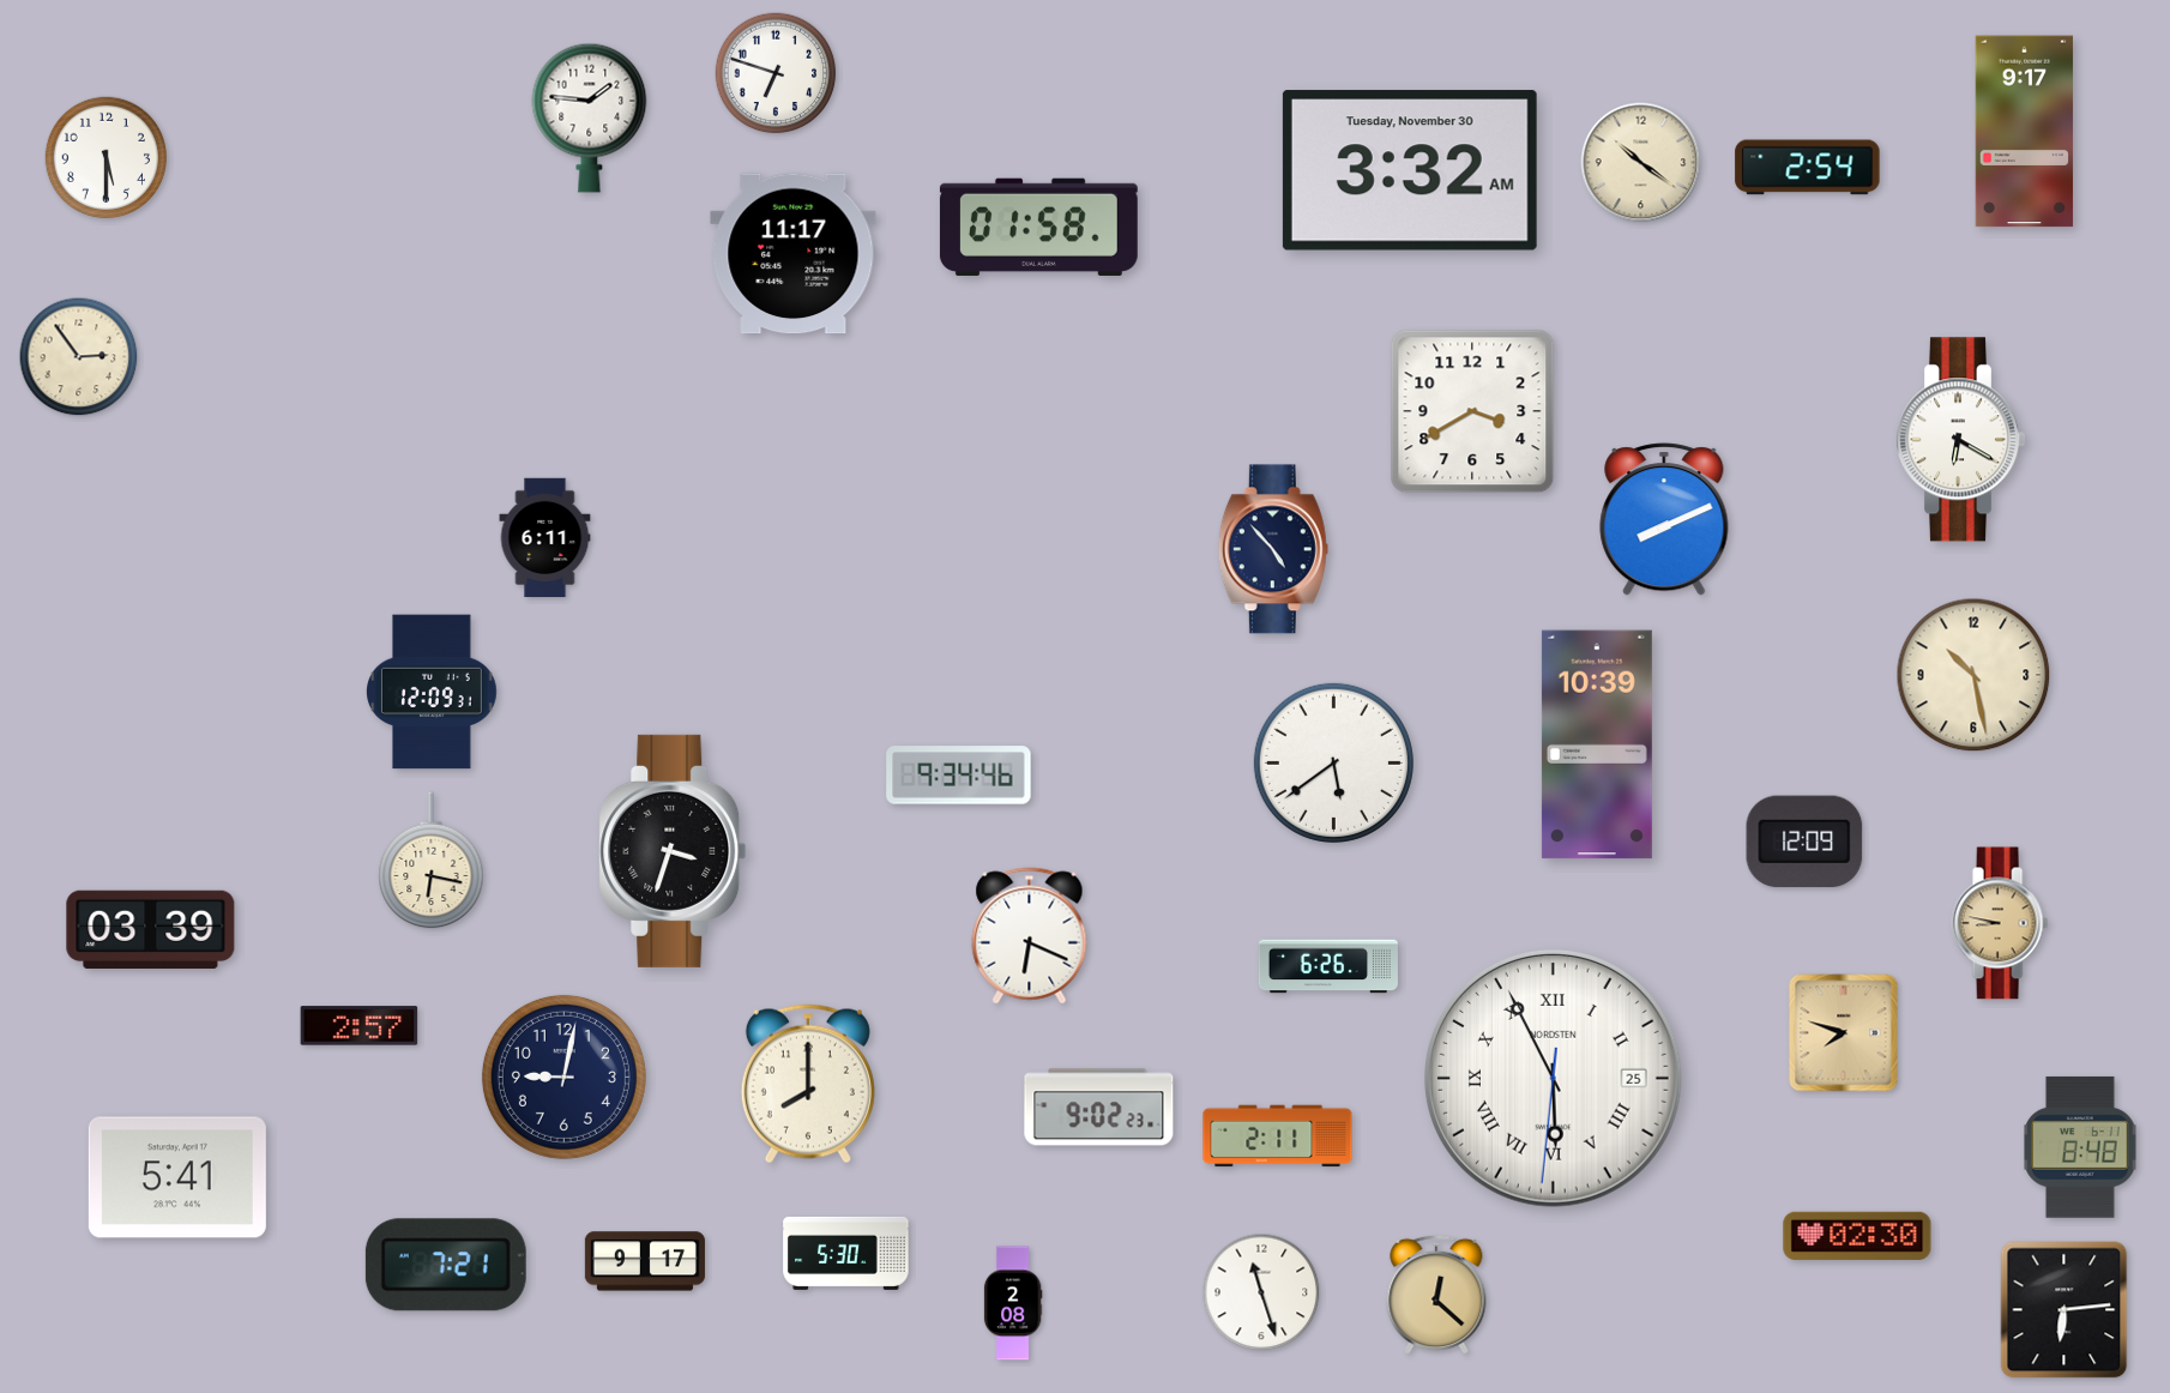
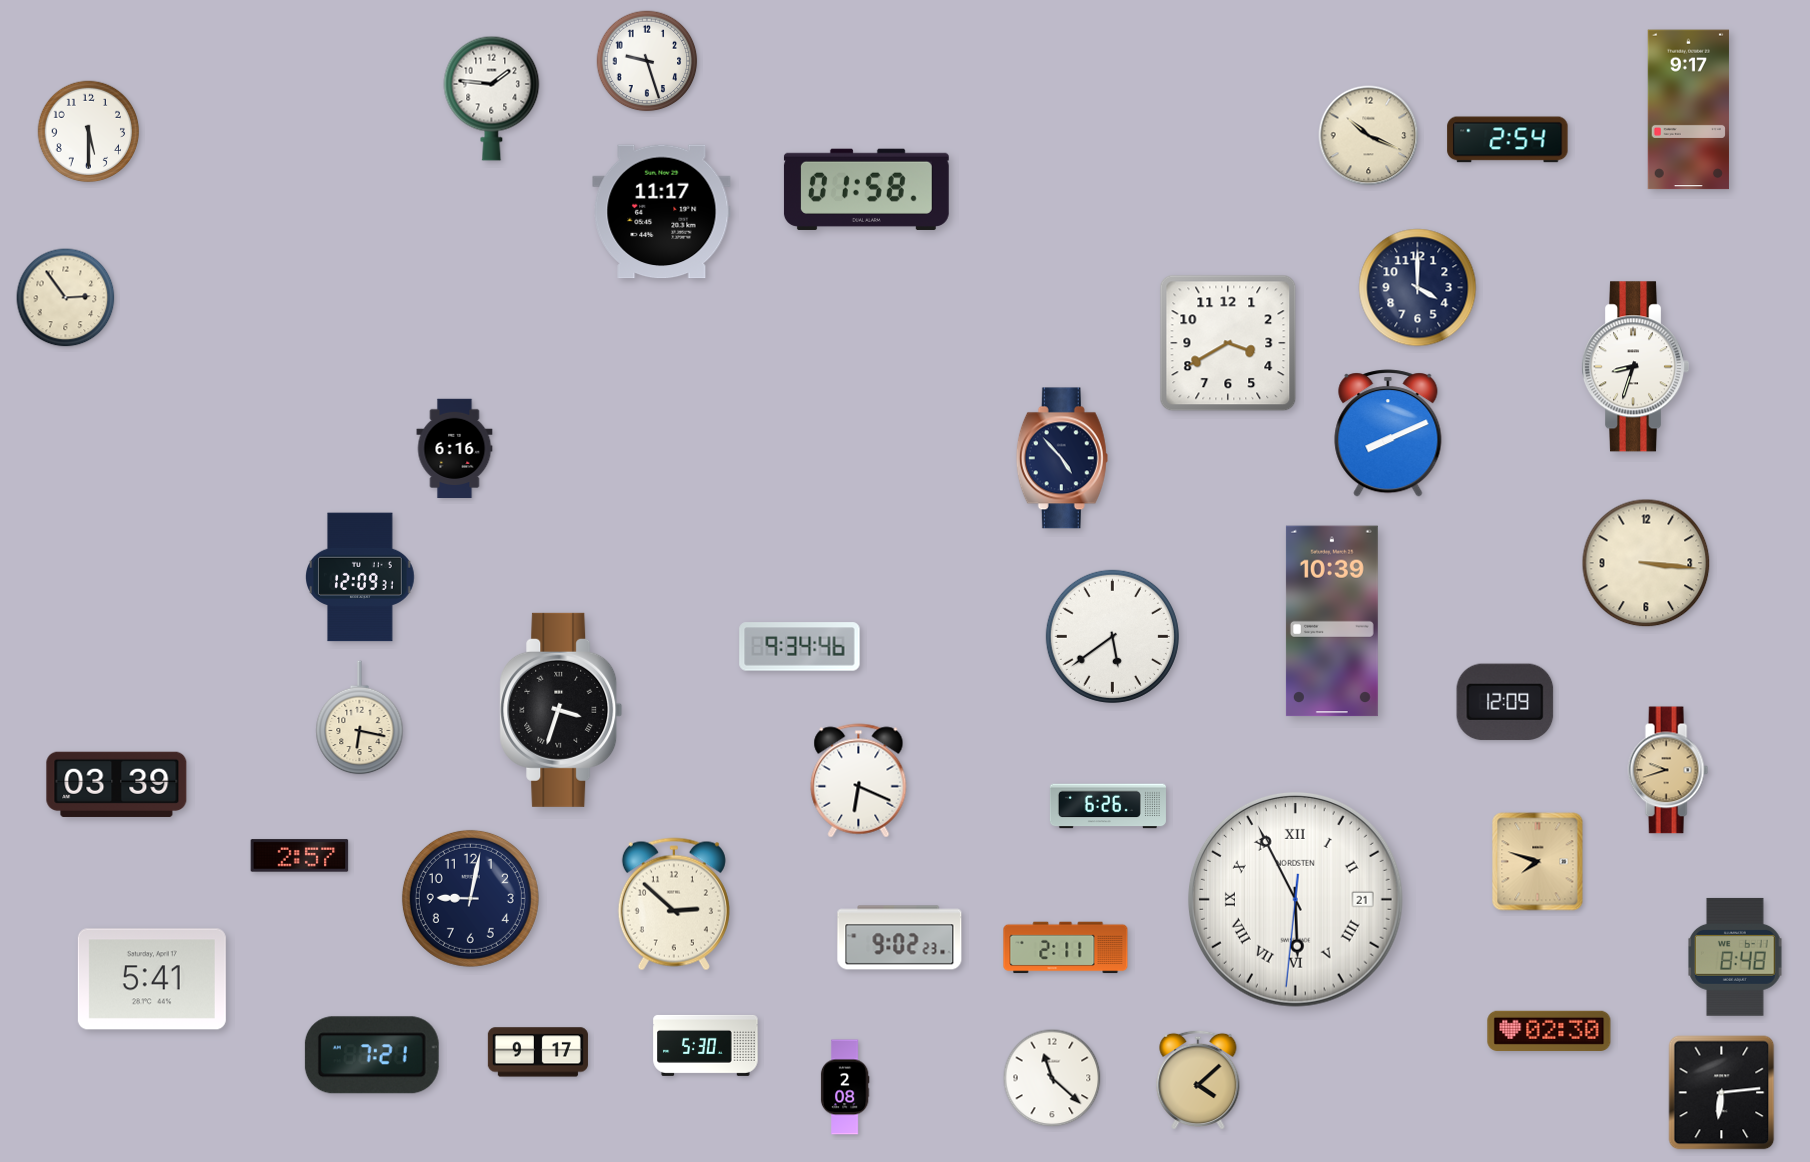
clock at (776, 73): 6:48 -> 9:27
clock at (1641, 163): 10:21 -> 10:19
clock at (1410, 170): 3:32 -> none
clock at (1418, 288): none -> 4:00
clock at (1960, 440): 6:20 -> 8:33
clock at (545, 538): 6:11 -> 6:16
clock at (1973, 675): 10:28 -> 3:16
clock at (2000, 923): 8:47 -> 9:42
clock at (151, 929) position: (151, 929) -> (117, 784)
clock at (1553, 1078) date: 25 -> 21
clock at (808, 1084): 8:00 -> 2:52
clock at (1099, 1108) position: (1099, 1108) -> (900, 938)
clock at (177, 1177) position: (177, 1177) -> (152, 979)
clock at (1261, 1292): 11:27 -> 11:22
clock at (1436, 1295): 12:22 -> 4:08
